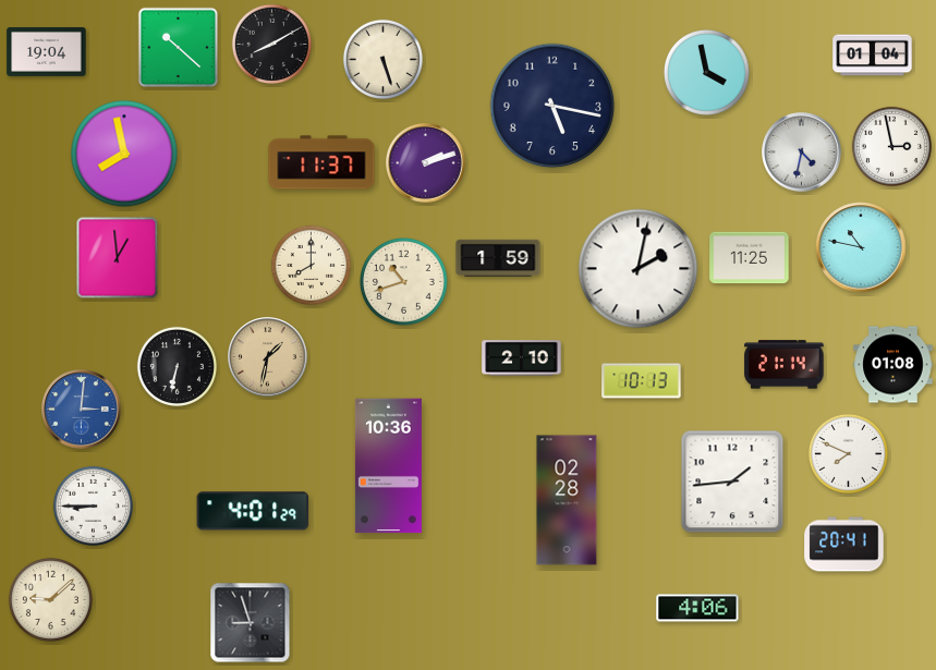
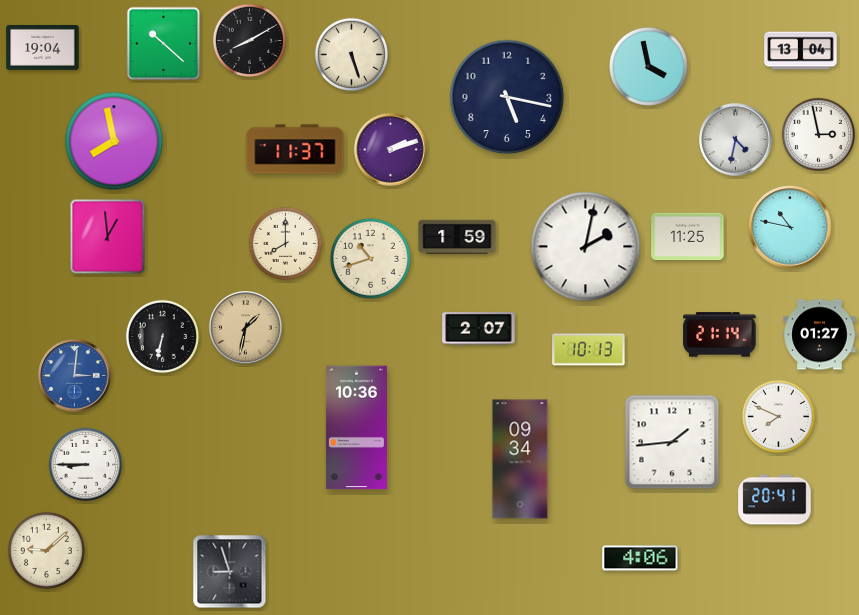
clock at (873, 56): 01:04 -> 13:04
clock at (522, 358): 2:10 -> 2:07
clock at (894, 365): 01:08 -> 01:27
clock at (567, 500): 02:28 -> 09:34
clock at (253, 511): 4:01 -> none
